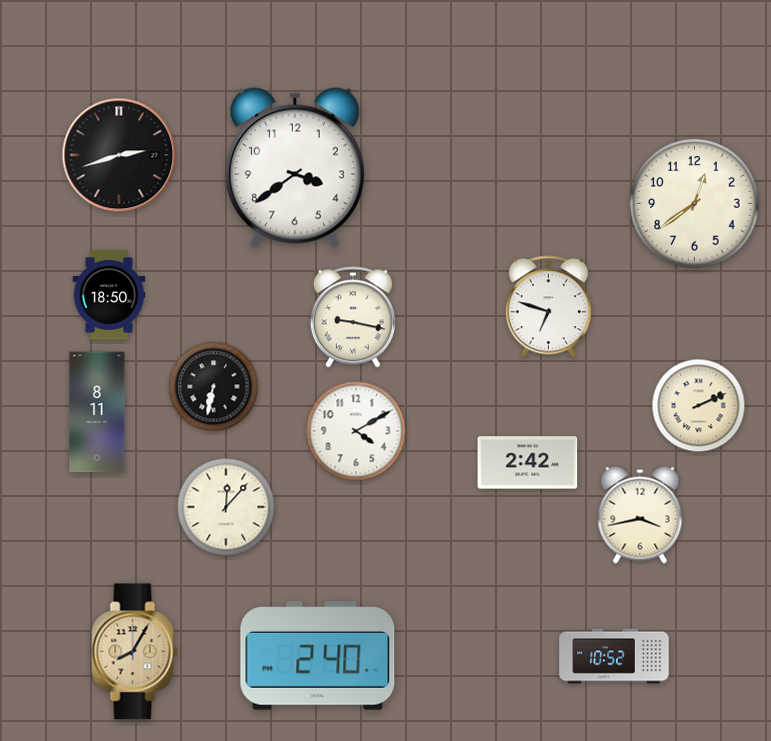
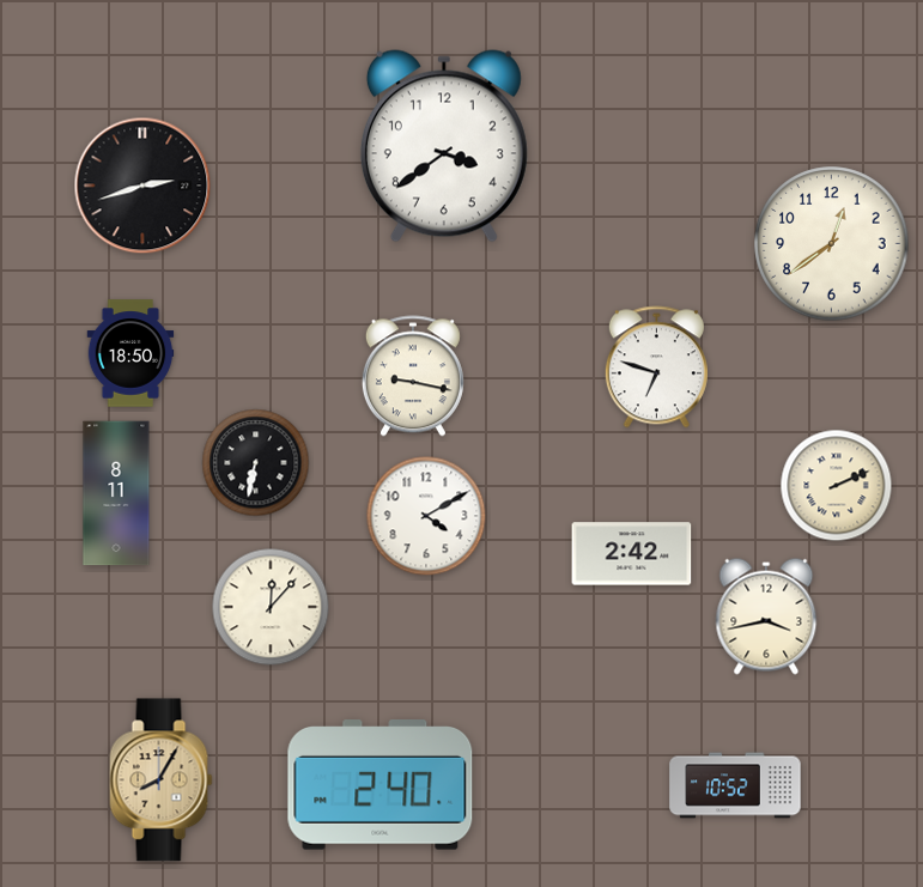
clock at (295, 168) position: (295, 168) -> (444, 146)
clock at (353, 317) position: (353, 317) -> (413, 376)
